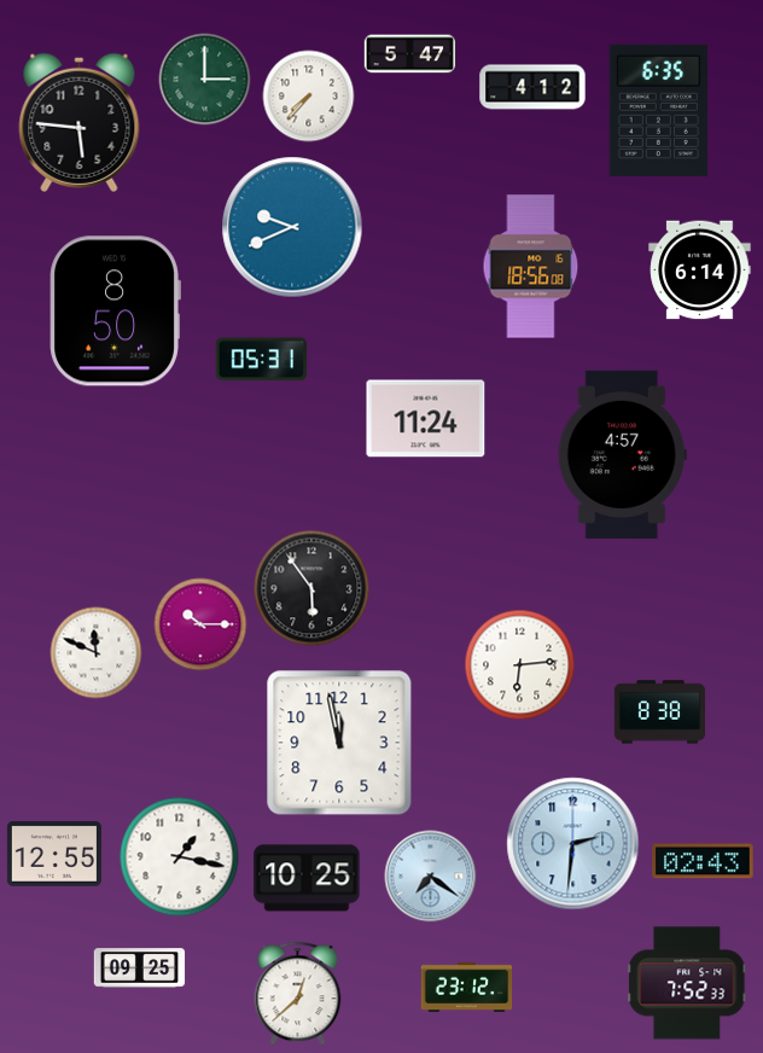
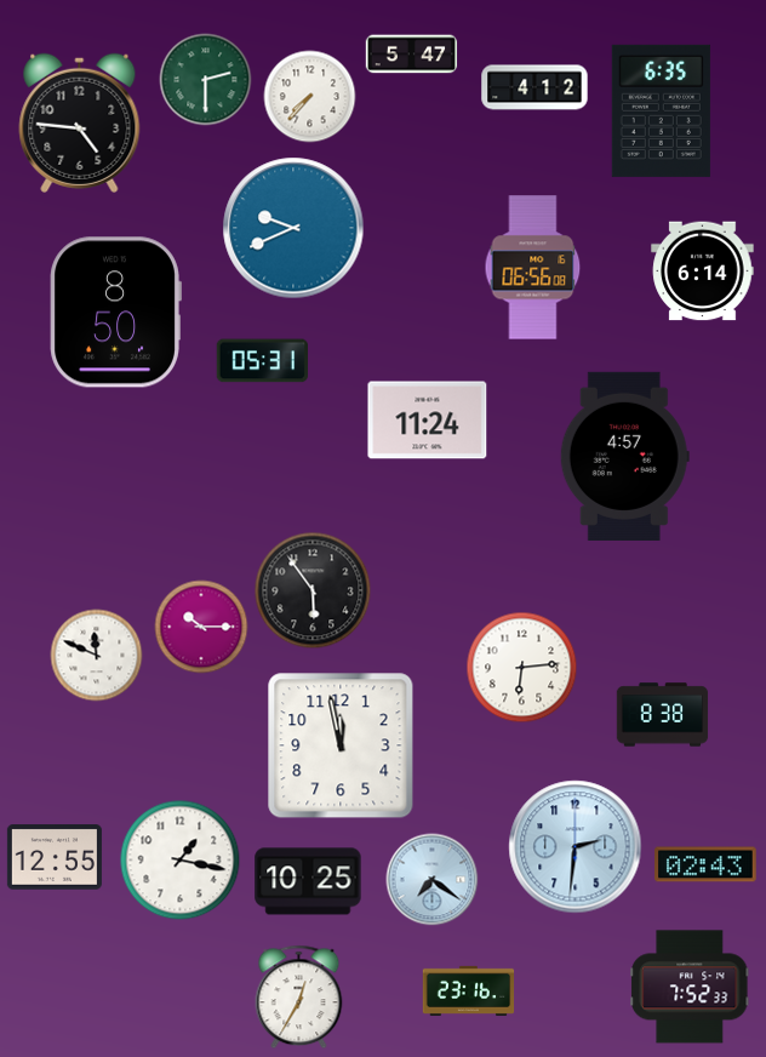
clock at (205, 80): 3:00 -> 2:30
clock at (80, 122): 5:46 -> 4:46
clock at (531, 267): 18:56 -> 06:56
clock at (140, 968): 09:25 -> none
clock at (467, 987): 23:12 -> 23:16
clock at (298, 994): 12:38 -> 12:35
